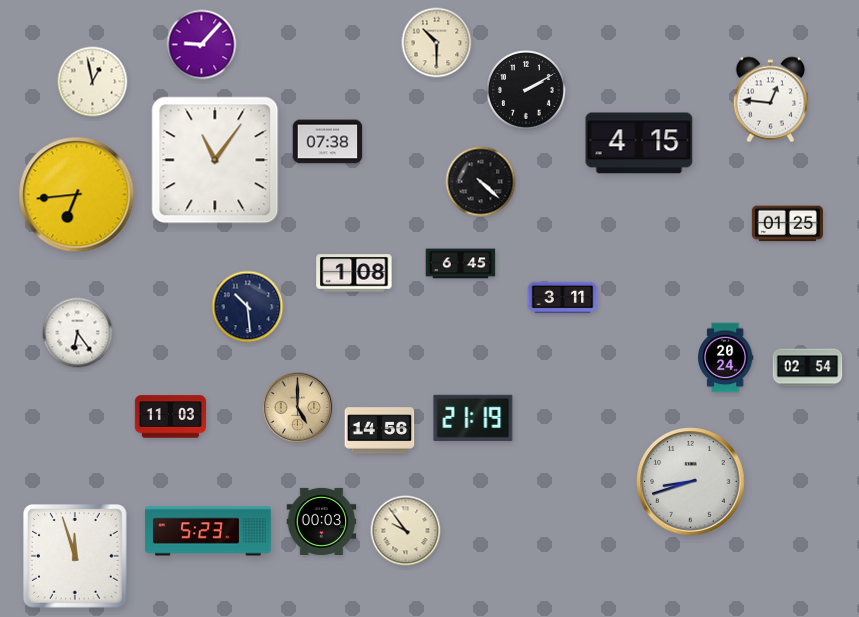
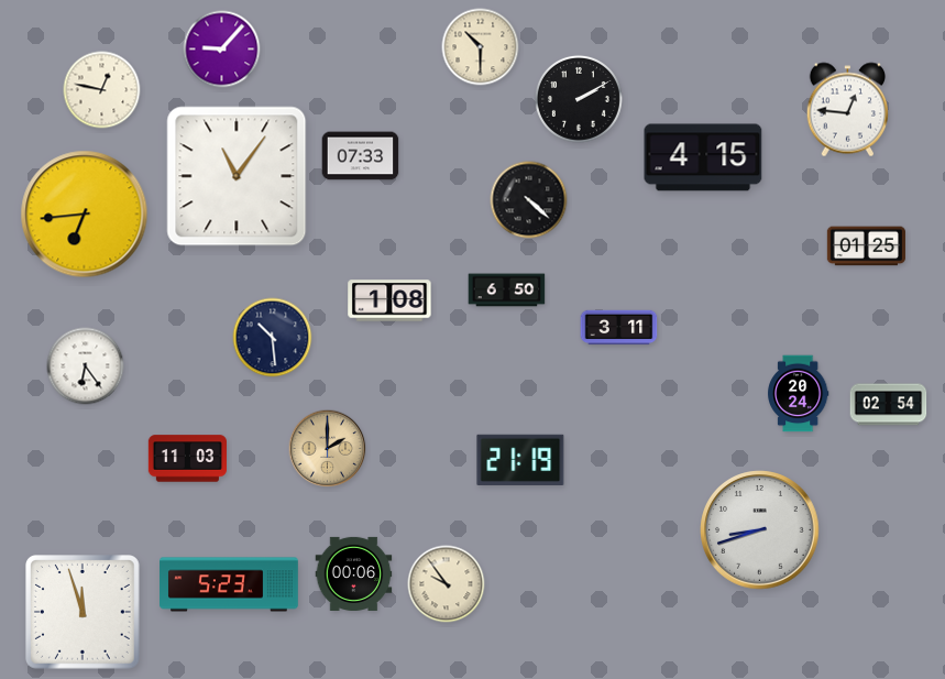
clock at (93, 82): 12:58 -> 12:47
clock at (328, 142): 07:38 -> 07:33
clock at (461, 264): 6:45 -> 6:50
clock at (298, 408): 5:00 -> 2:00
clock at (380, 431): 14:56 -> none
clock at (322, 521): 00:03 -> 00:06
